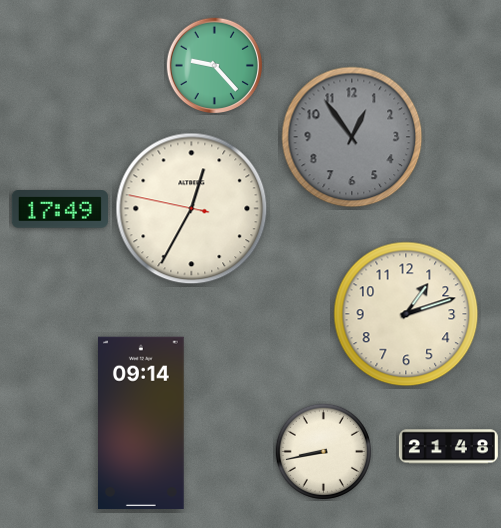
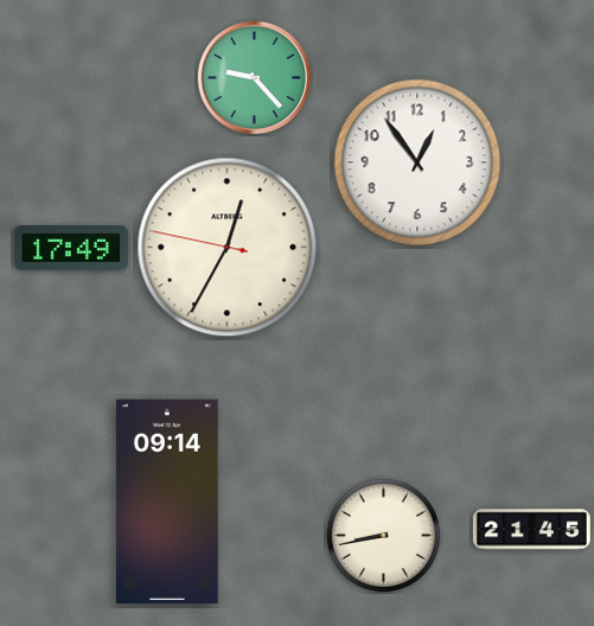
clock at (352, 137) dial: grey -> white
clock at (406, 314): 1:12 -> none
clock at (448, 447): 21:48 -> 21:45
